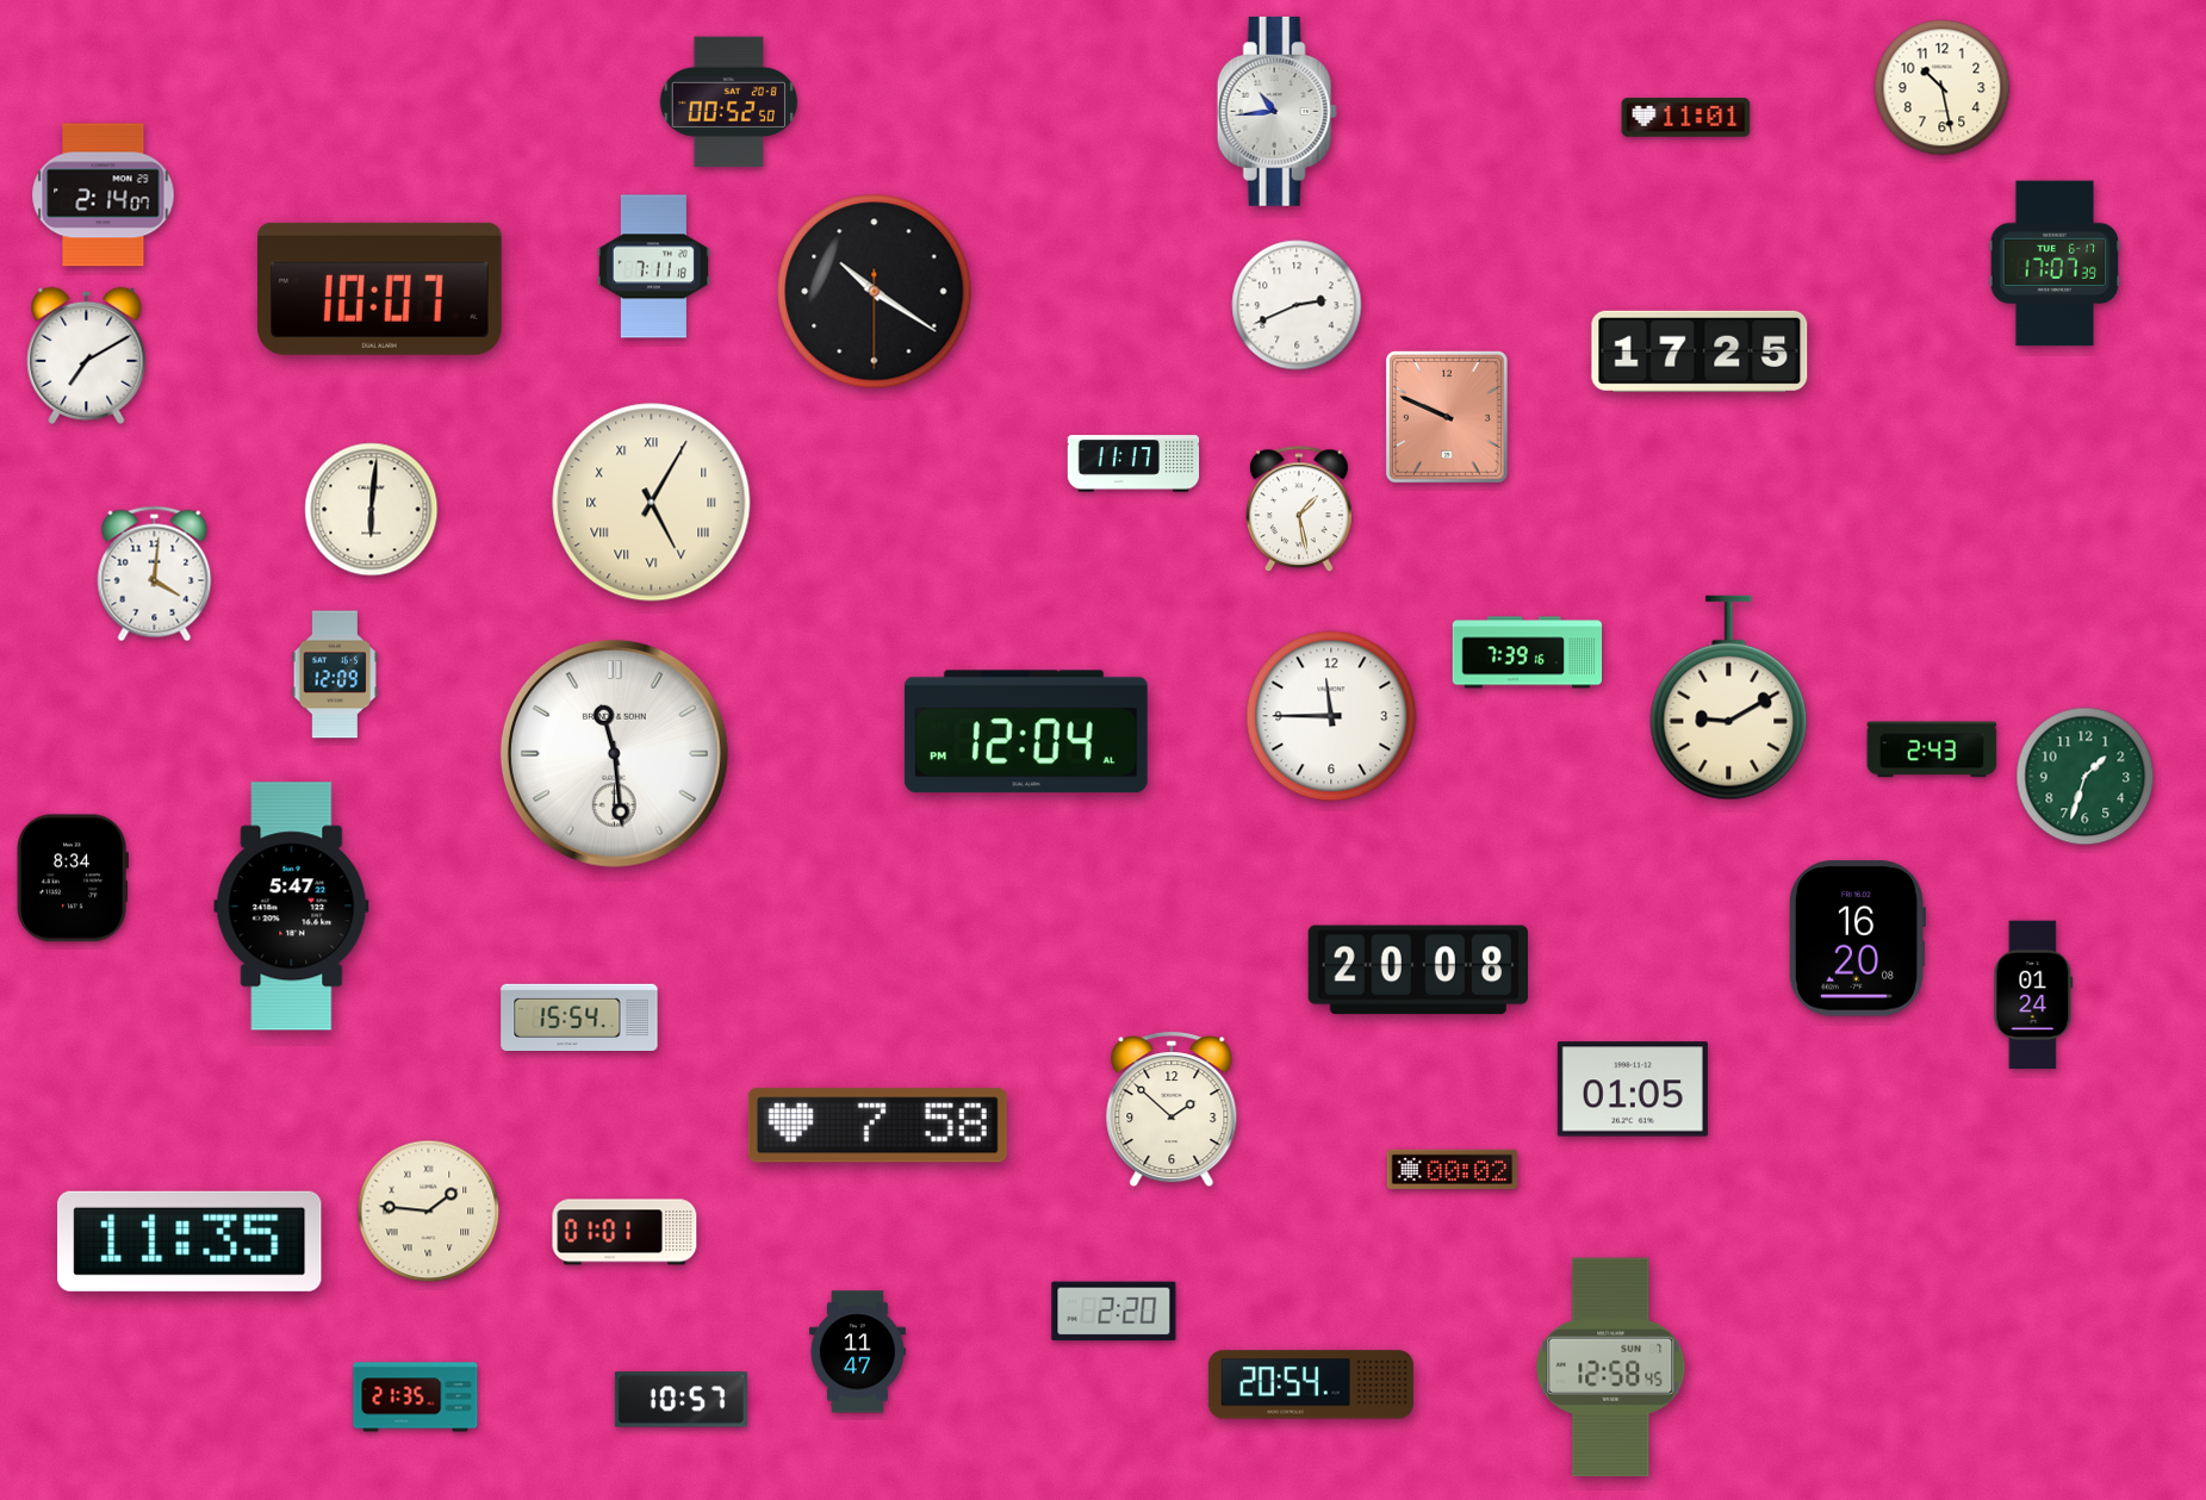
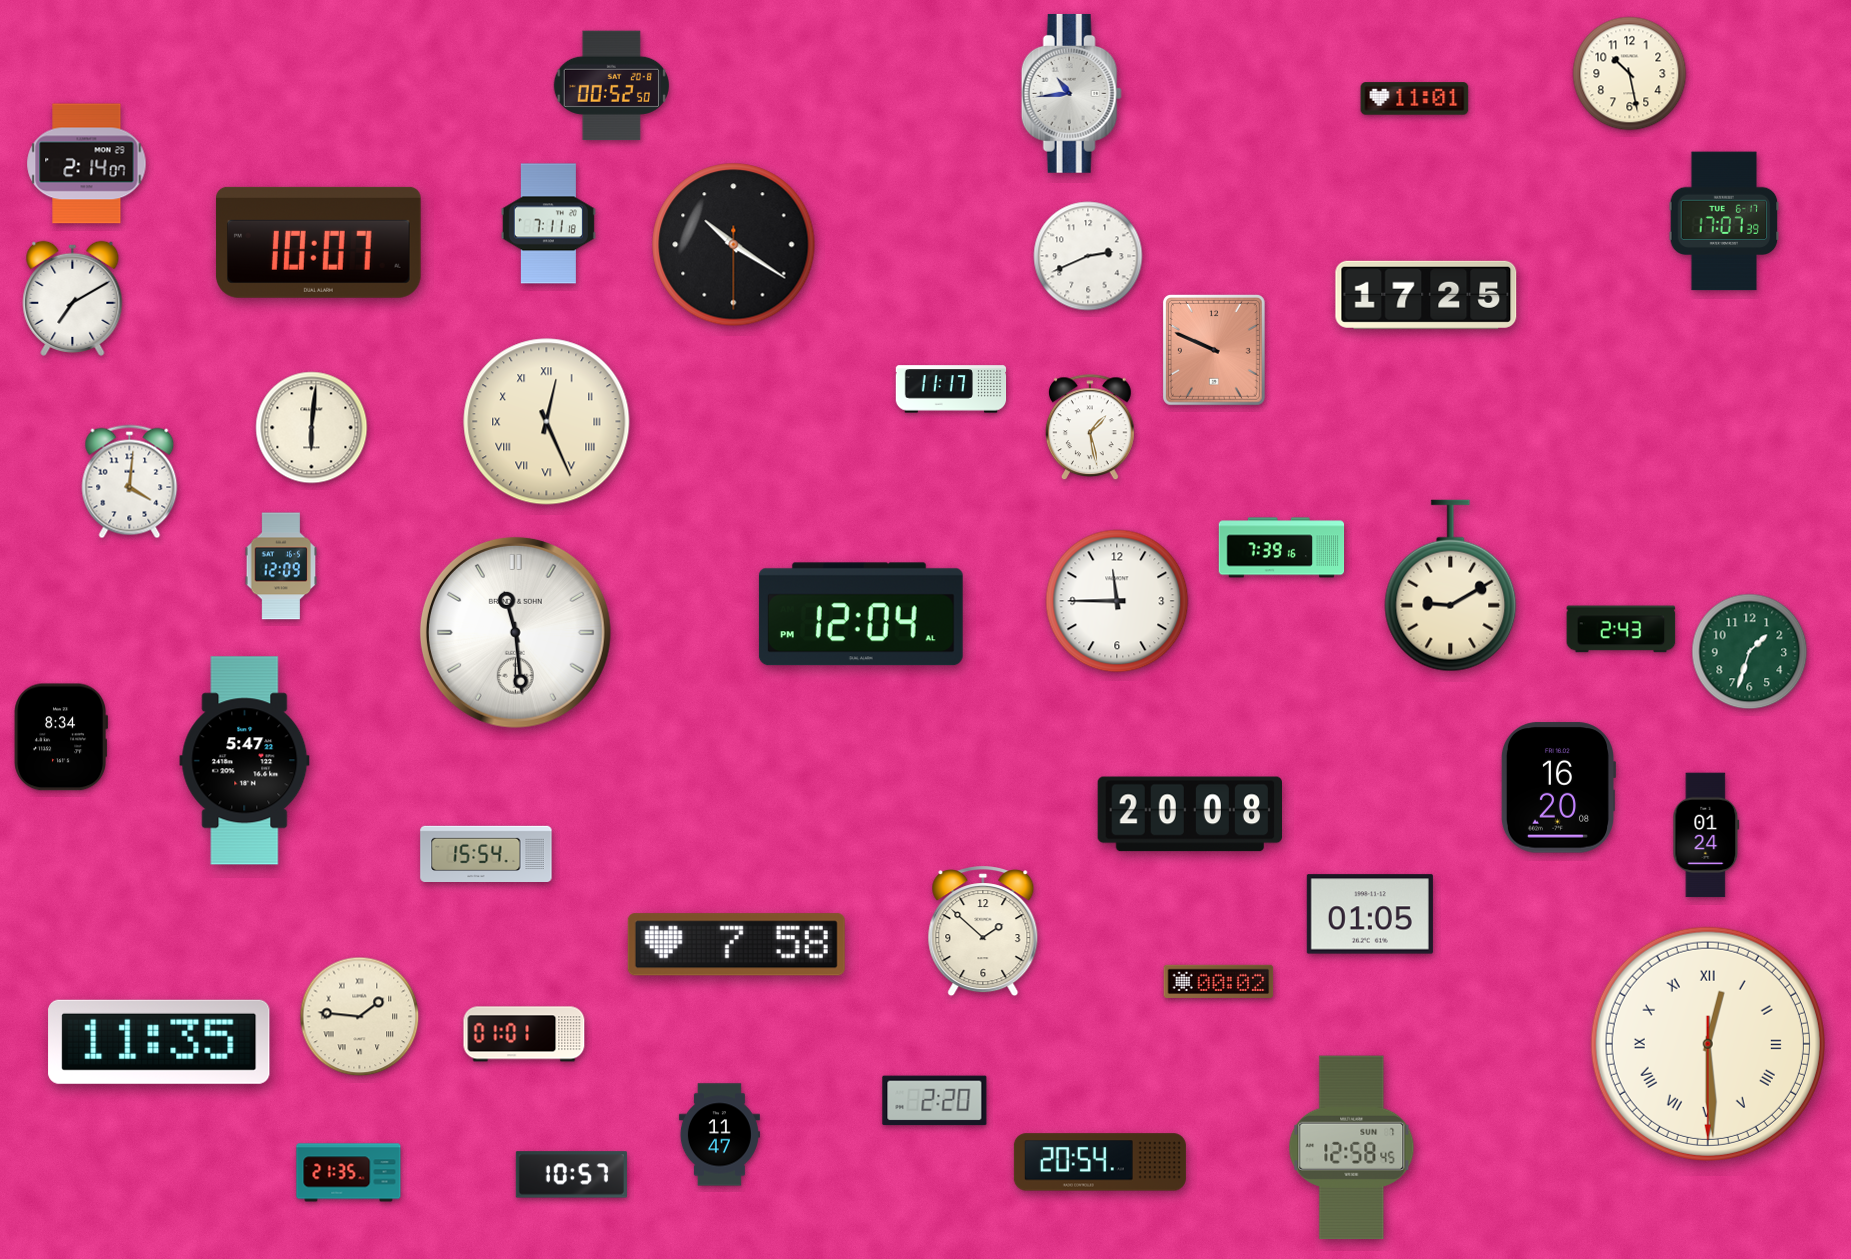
clock at (652, 503): 5:05 -> 12:26
clock at (1708, 1044): none -> 12:29
